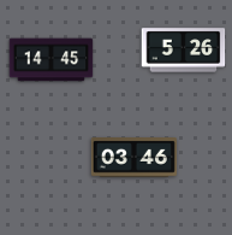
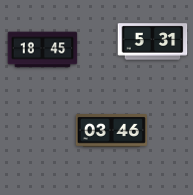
clock at (184, 51): 5:26 -> 5:31
clock at (52, 60): 14:45 -> 18:45
